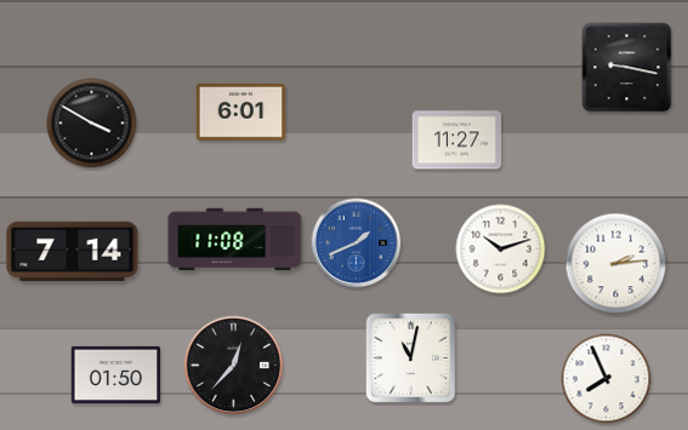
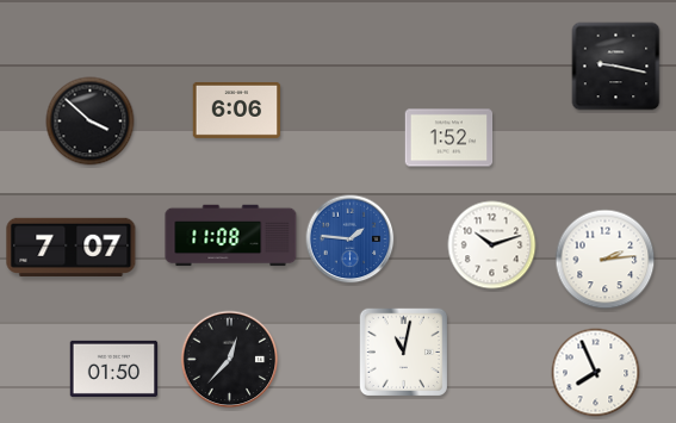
clock at (241, 111): 6:01 -> 6:06
clock at (92, 124): 3:50 -> 3:52
clock at (457, 141): 11:27 -> 1:52
clock at (357, 243): 1:41 -> 1:46
clock at (73, 251): 7:14 -> 7:07
